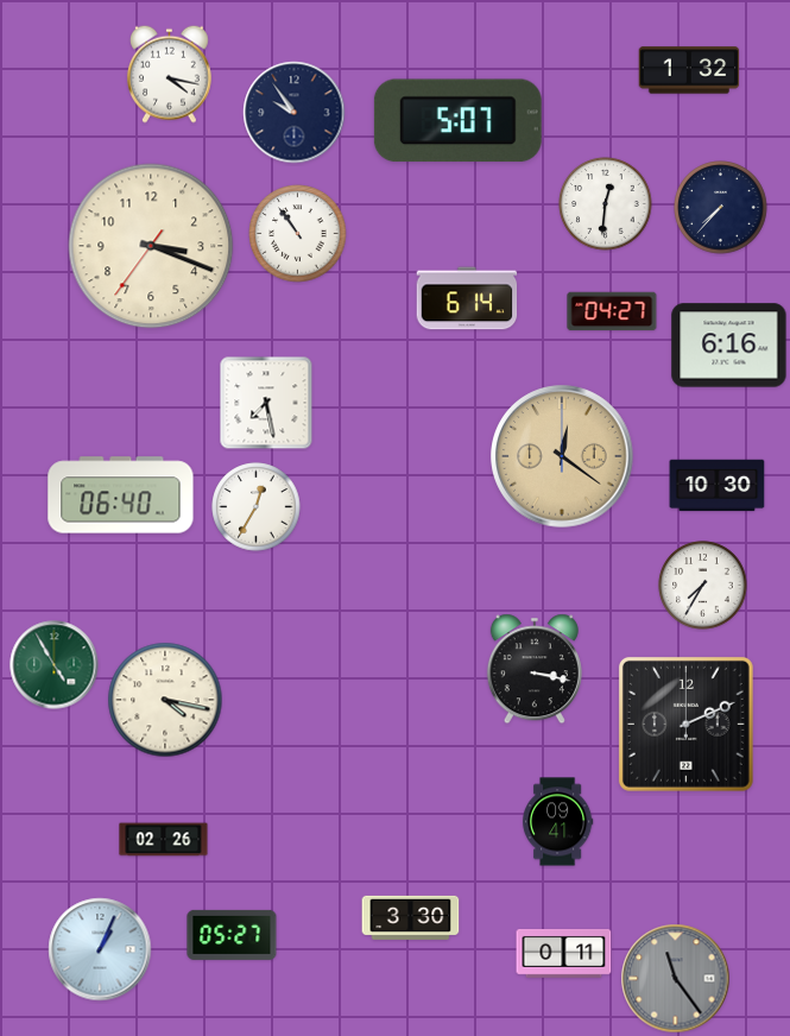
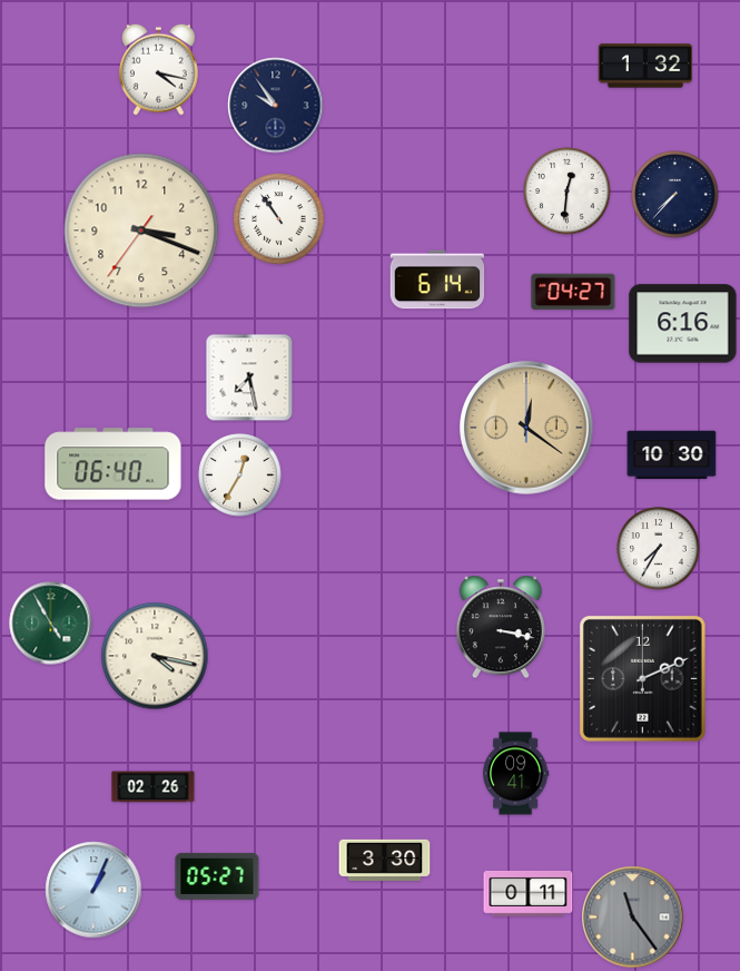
clock at (457, 121): 5:07 -> none
clock at (557, 822) position: (557, 822) -> (515, 774)
